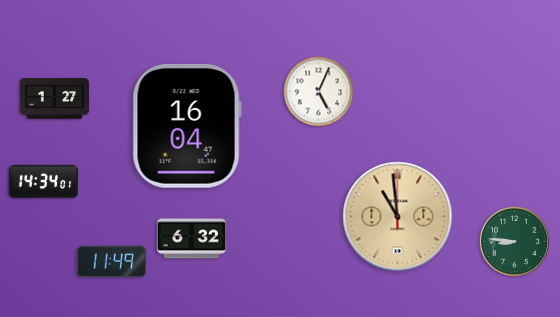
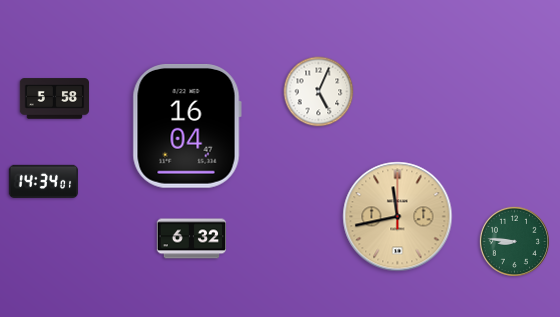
clock at (55, 99): 1:27 -> 5:58
clock at (398, 217): 10:59 -> 11:43
clock at (112, 262): 11:49 -> none
